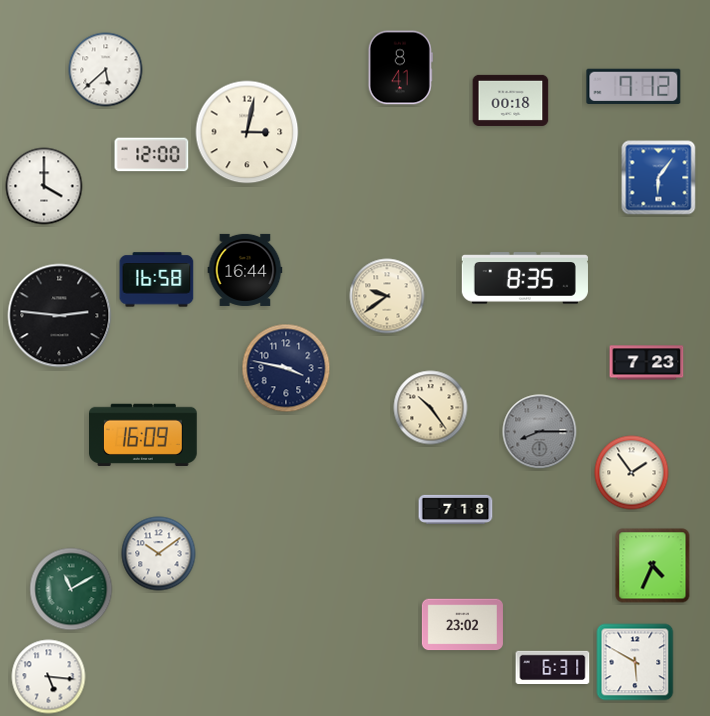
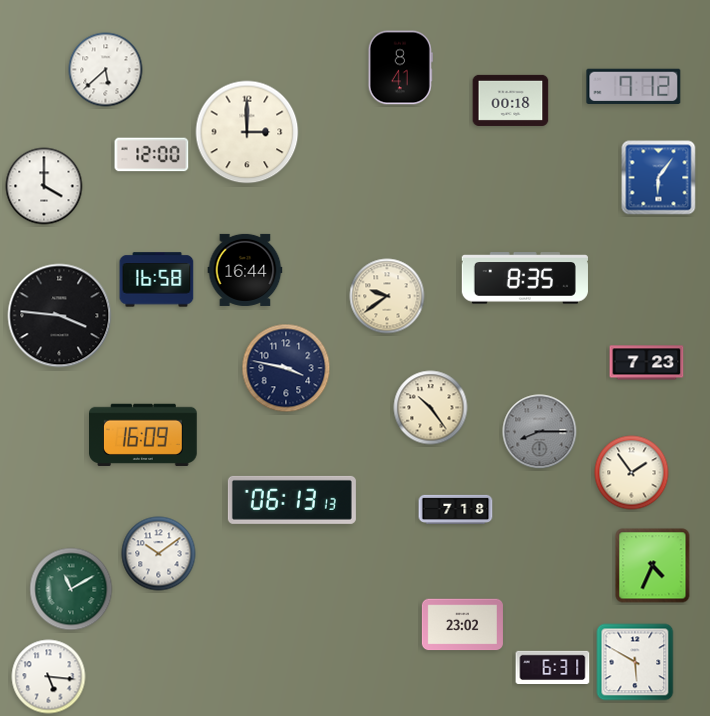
clock at (247, 132): 3:02 -> 3:00
clock at (60, 316): 2:46 -> 3:46
clock at (292, 500): none -> 06:13
